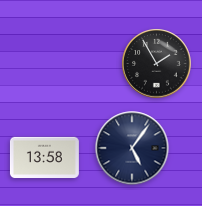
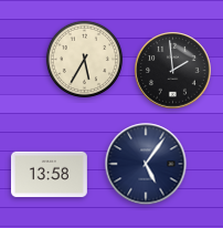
clock at (85, 60): none -> 5:35
clock at (157, 64): 1:55 -> 1:59
